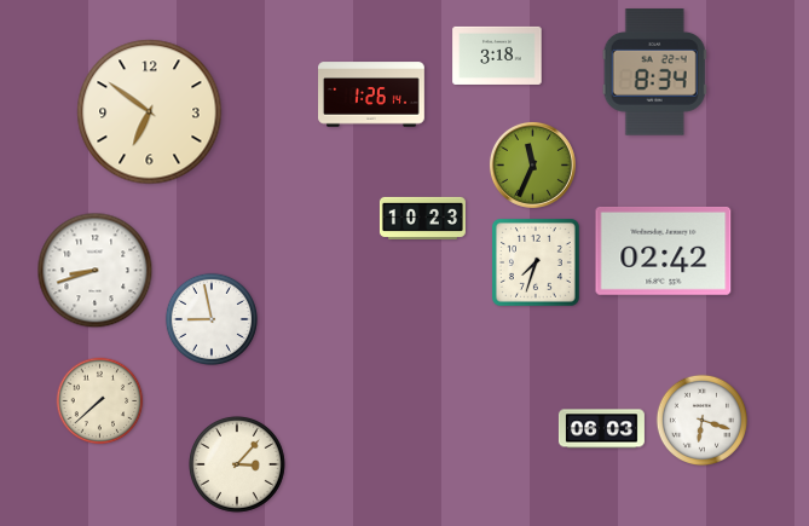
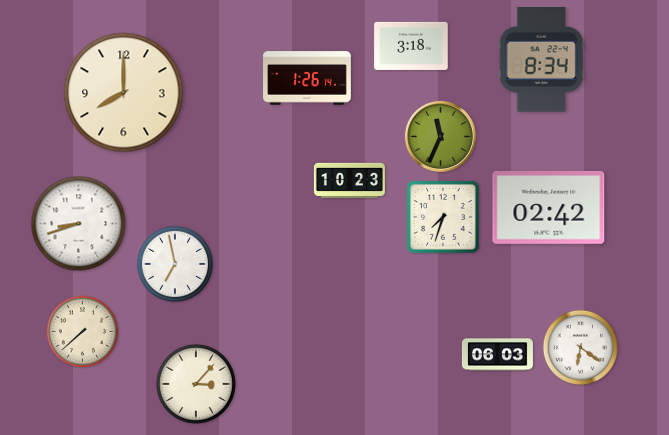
clock at (150, 112): 6:51 -> 8:00
clock at (212, 319): 8:58 -> 6:58
clock at (701, 420): 6:18 -> 6:21
